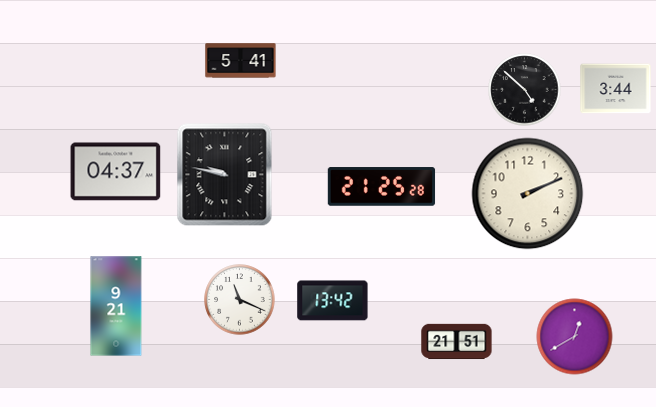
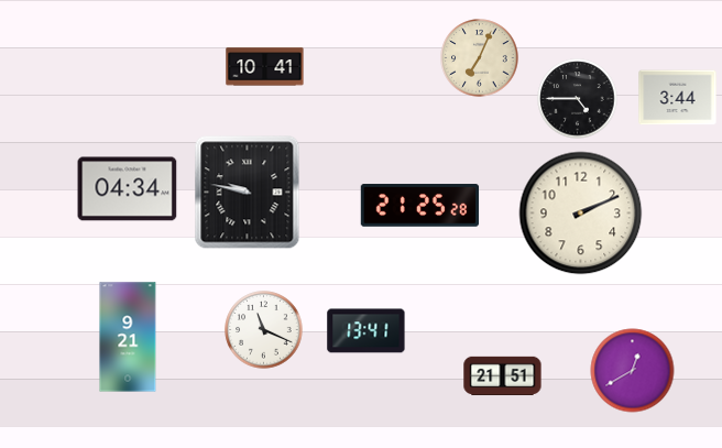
clock at (480, 58): none -> 7:04
clock at (241, 61): 5:41 -> 10:41
clock at (525, 90): 4:52 -> 4:45
clock at (116, 172): 04:37 -> 04:34
clock at (333, 301): 13:42 -> 13:41
